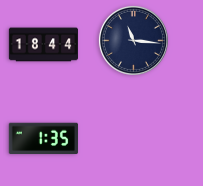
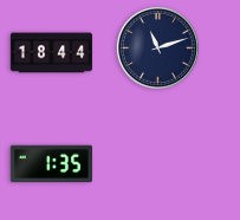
clock at (133, 40): 11:16 -> 11:12
